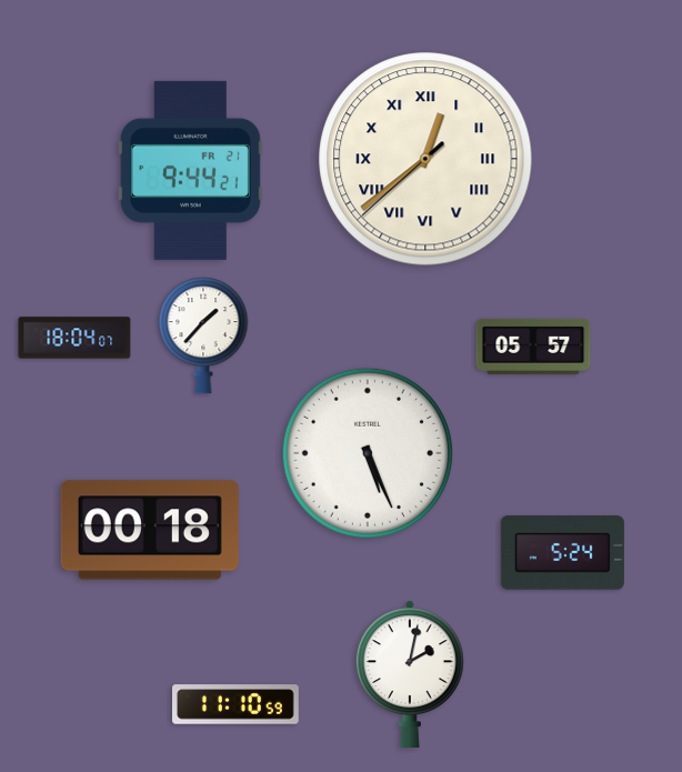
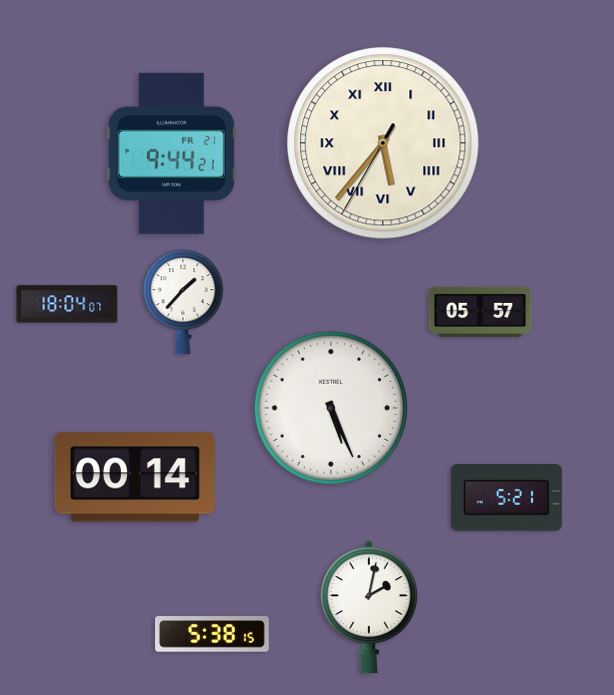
clock at (425, 159): 12:38 -> 5:36
clock at (150, 530): 00:18 -> 00:14
clock at (562, 553): 5:24 -> 5:21
clock at (237, 704): 11:10 -> 5:38
